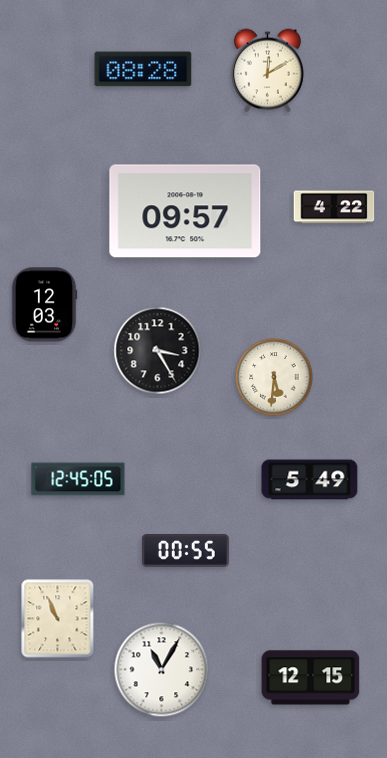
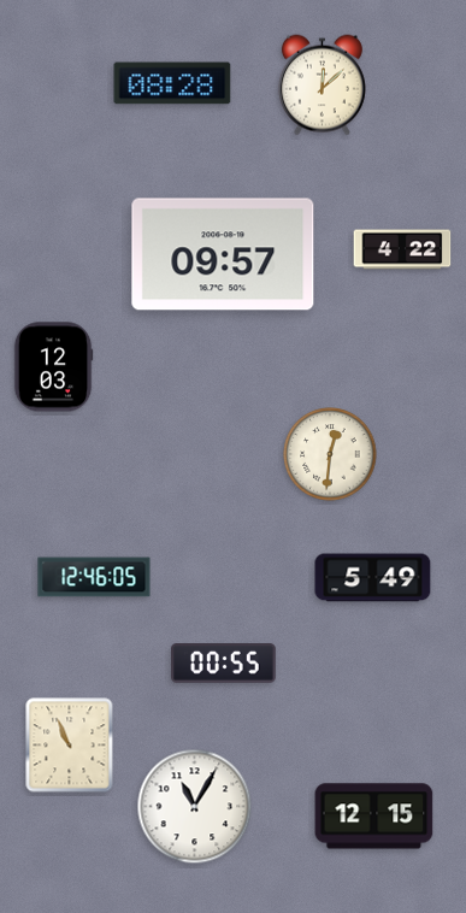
clock at (267, 71): 12:10 -> 12:08
clock at (158, 351): 3:25 -> none
clock at (274, 377): 5:31 -> 12:31
clock at (78, 479): 12:45 -> 12:46
